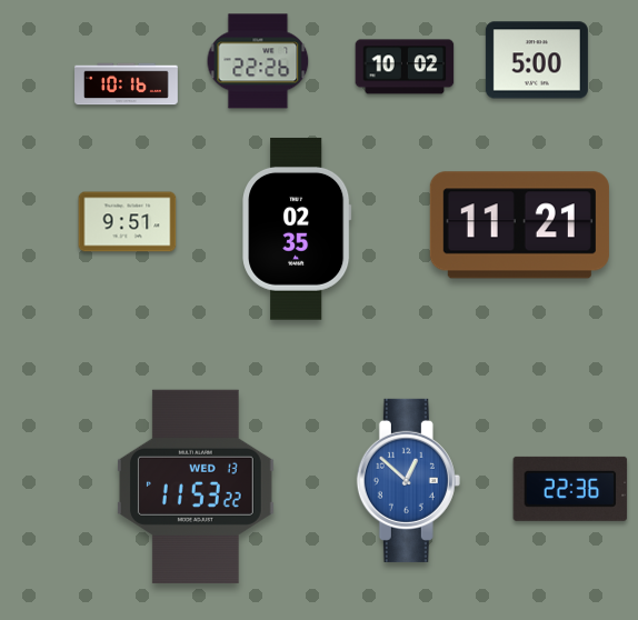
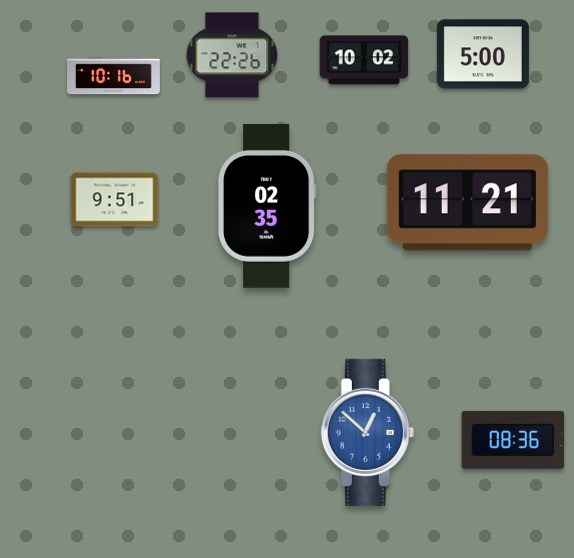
clock at (196, 487): 11:53 -> none
clock at (570, 489): 22:36 -> 08:36
